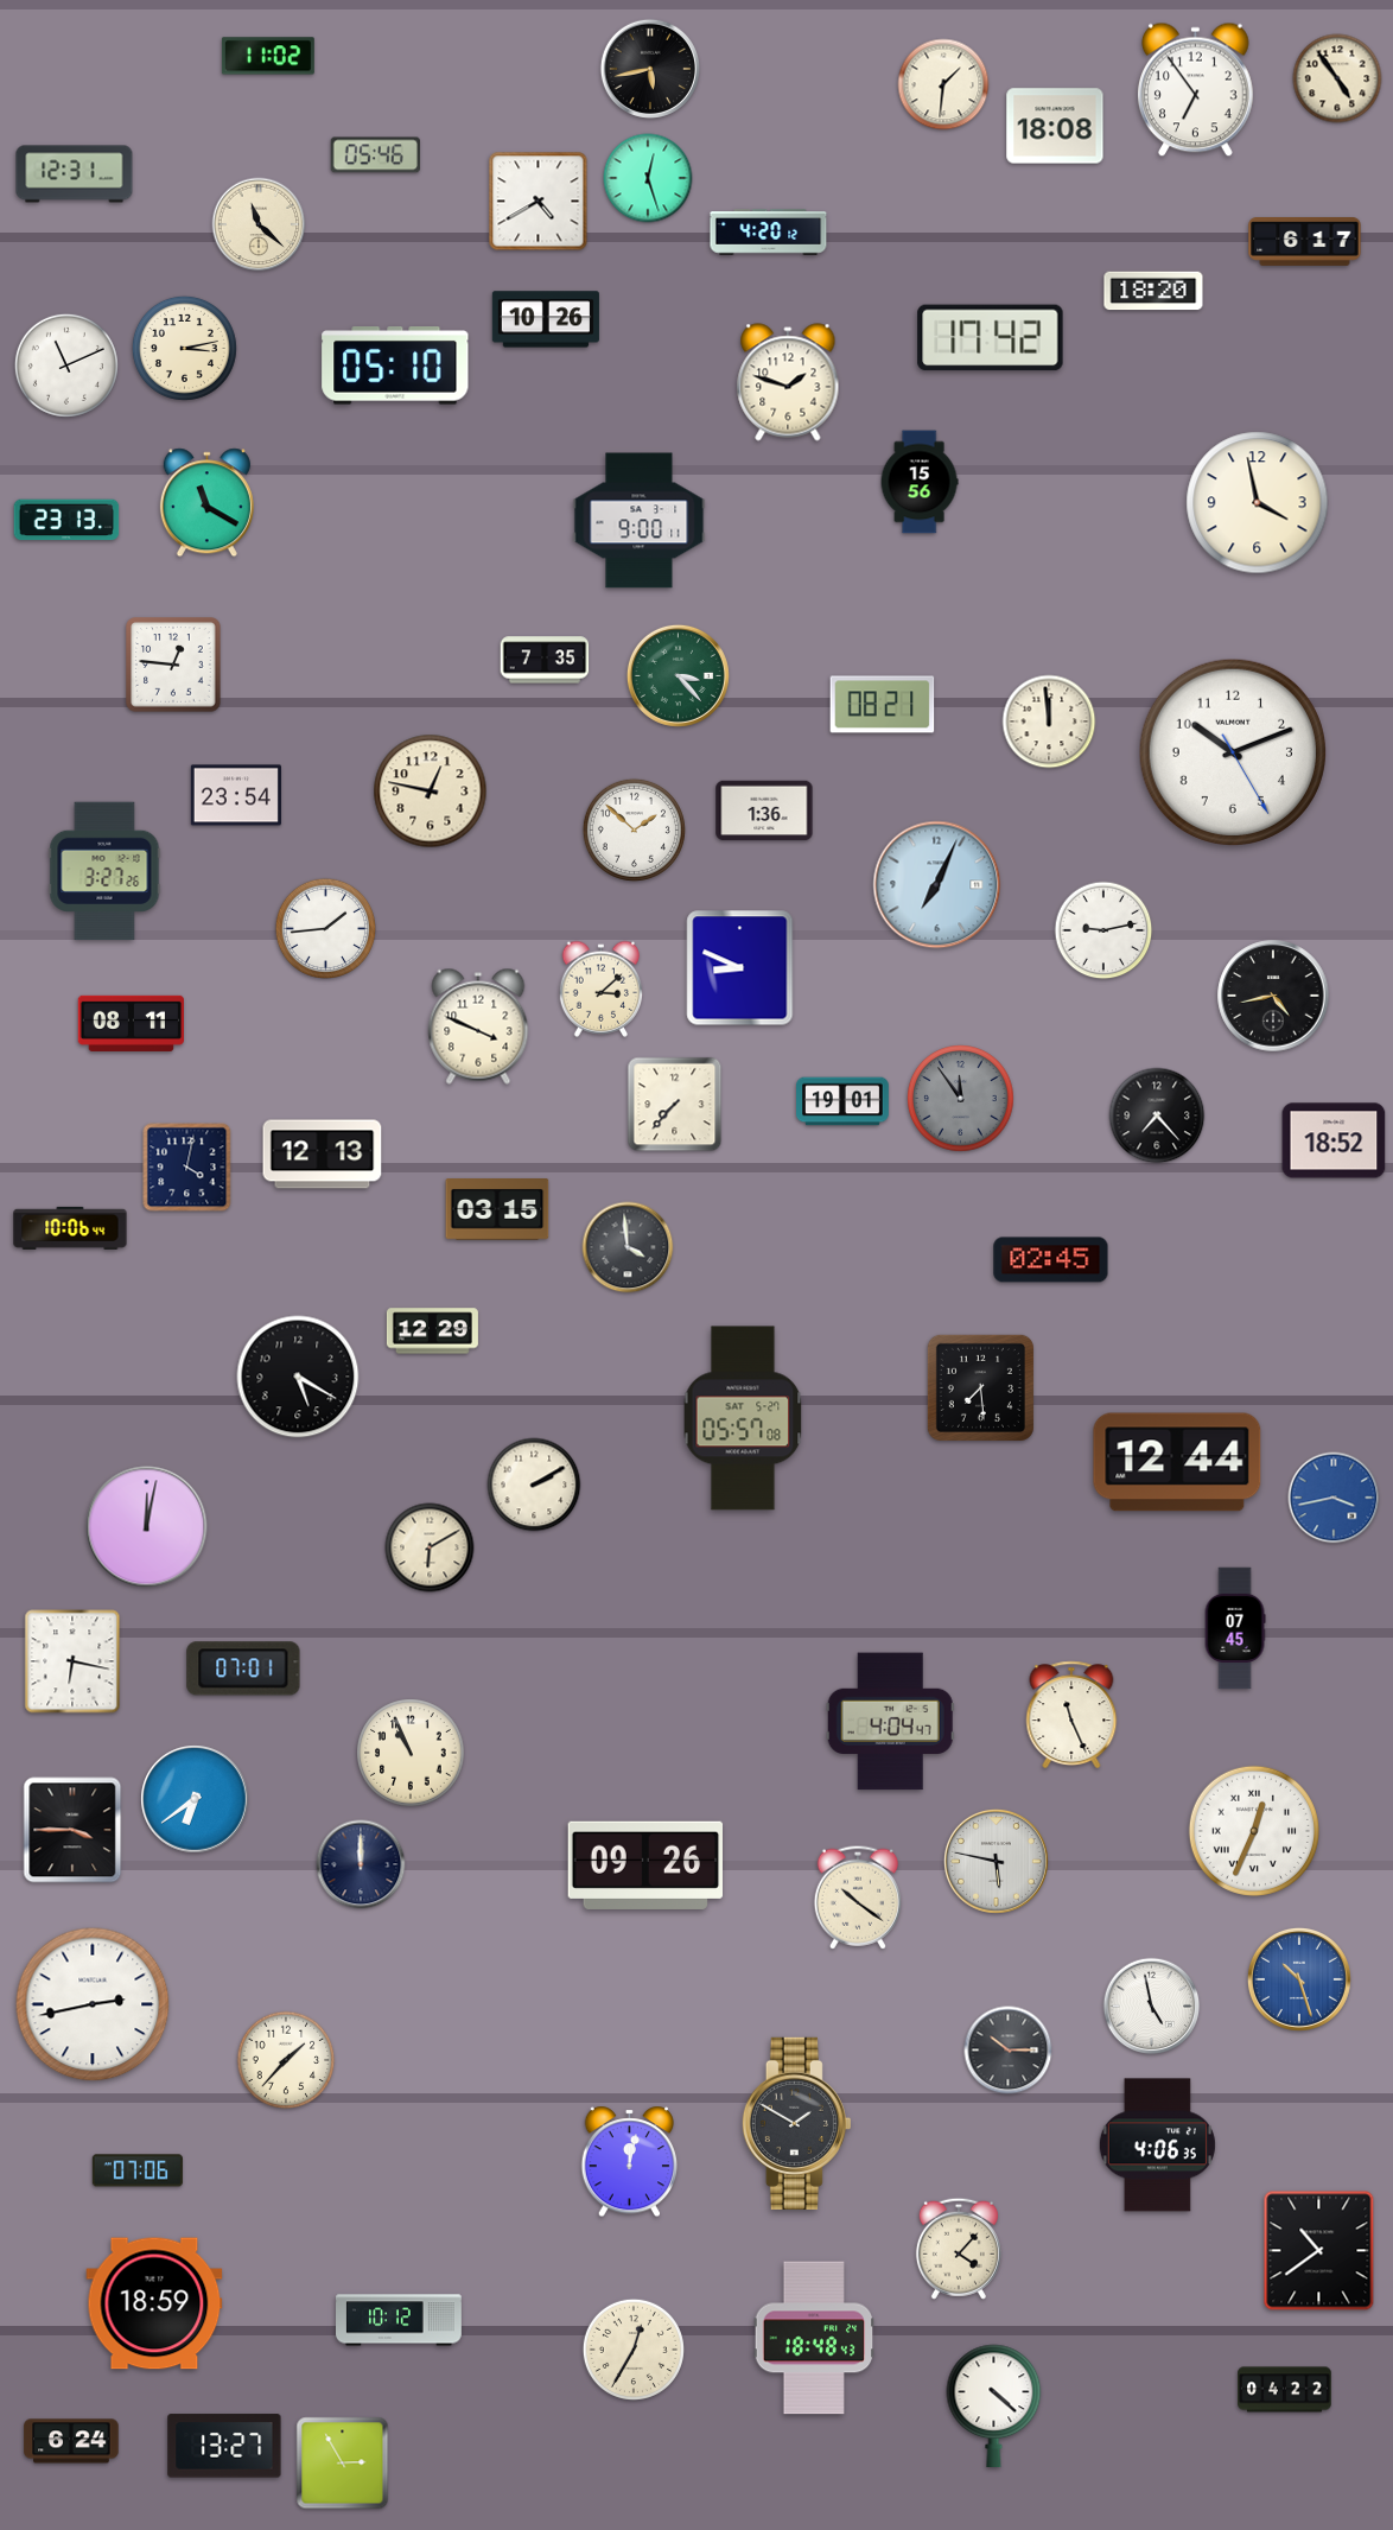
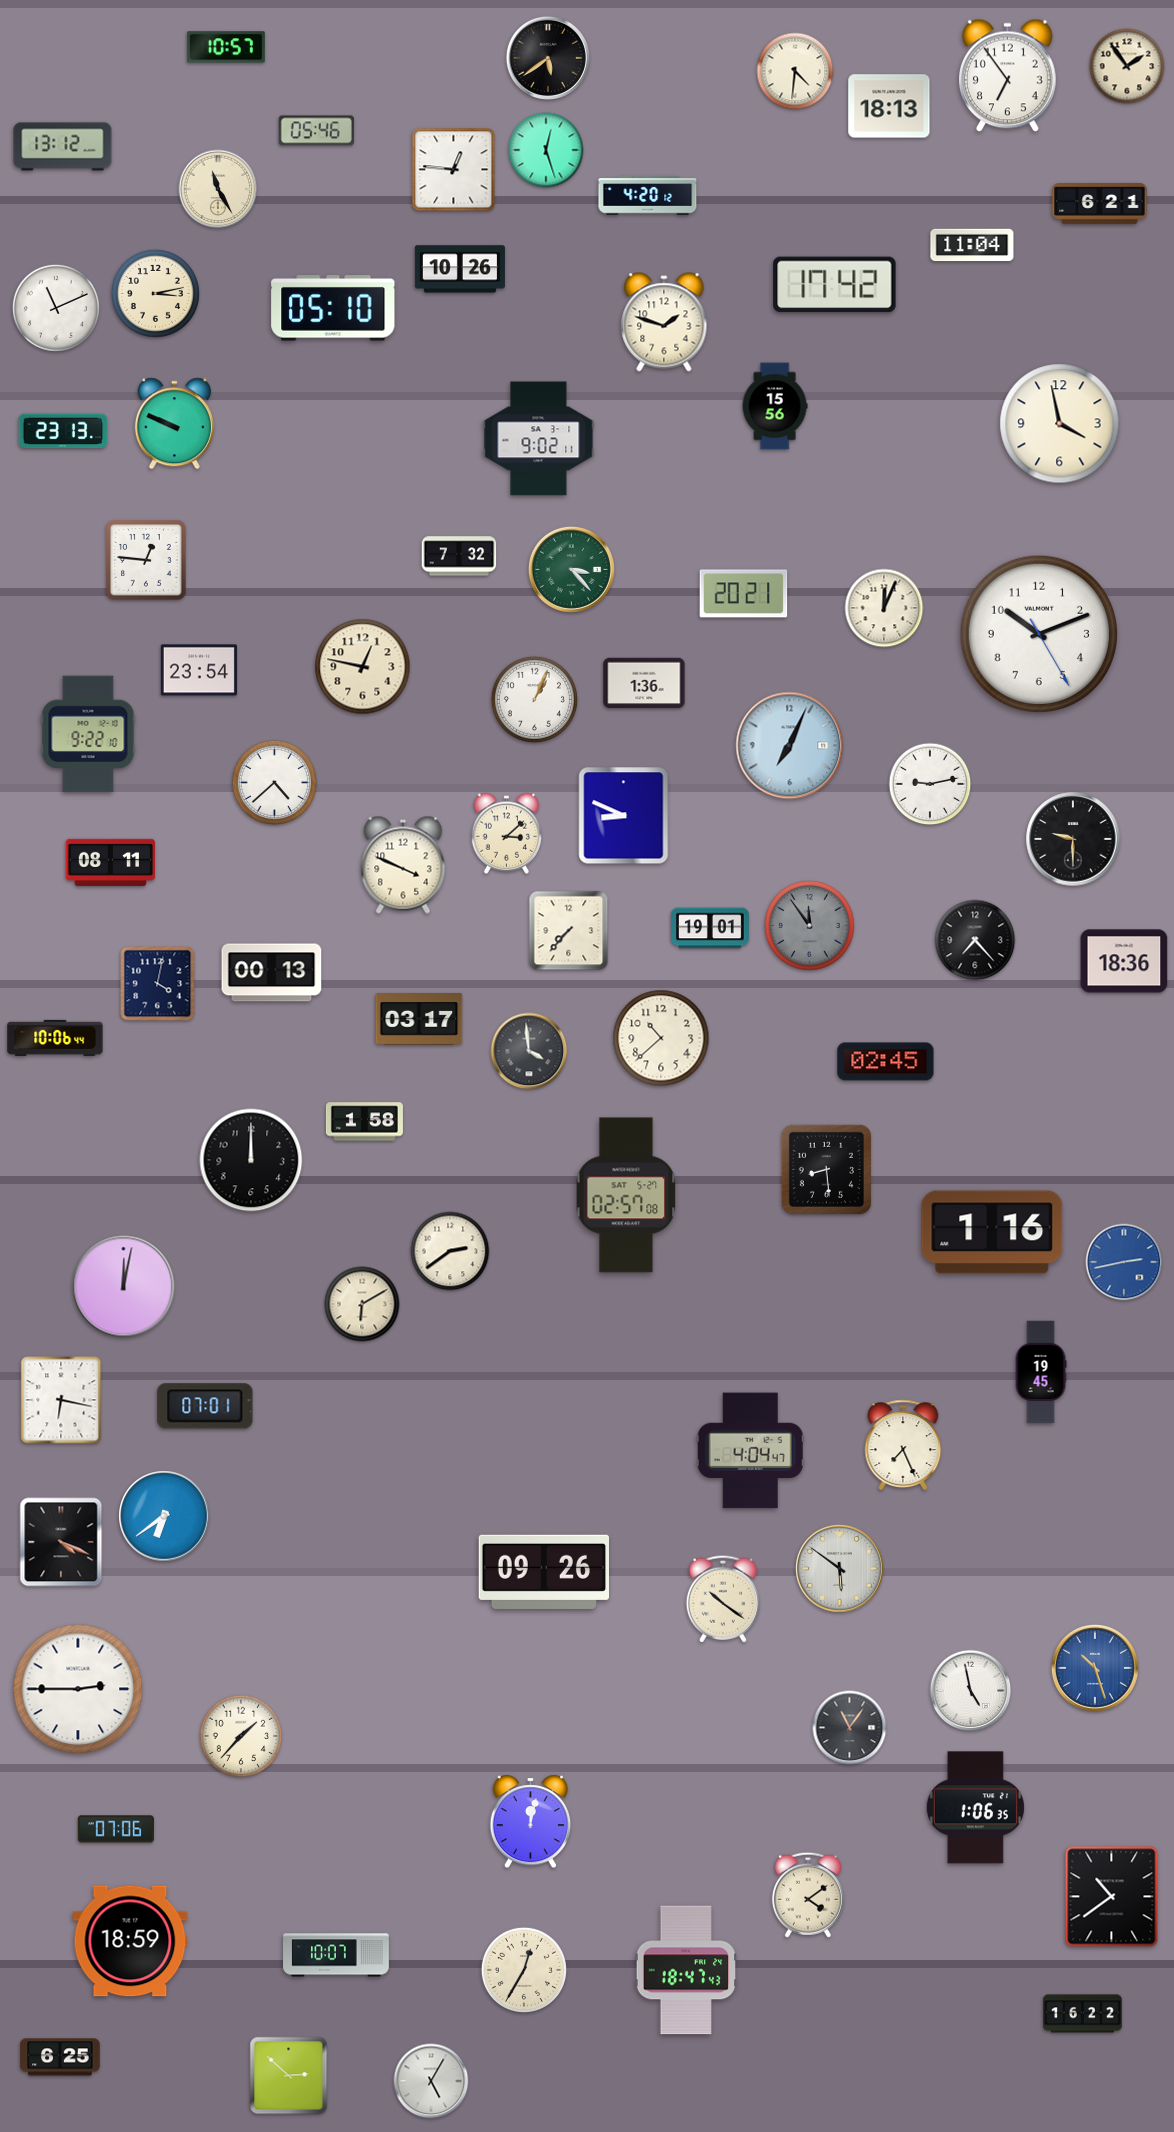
clock at (268, 56): 11:02 -> 10:57
clock at (650, 69): 5:43 -> 5:39
clock at (1337, 78): 4:54 -> 1:54
clock at (943, 84): 1:31 -> 4:31
clock at (1055, 126): 18:08 -> 18:13
clock at (75, 174): 12:31 -> 13:12
clock at (539, 202): 4:40 -> 12:46
clock at (259, 224): 11:22 -> 11:25
clock at (1305, 242): 6:17 -> 6:21
clock at (1153, 291): 18:20 -> 11:04
clock at (206, 503): 11:20 -> 9:49
clock at (66, 520) position: (66, 520) -> (63, 431)
clock at (640, 521): 9:00 -> 9:02
clock at (545, 660): 7:35 -> 7:32
clock at (883, 705): 08:21 -> 20:21
clock at (1049, 722): 11:59 -> 12:04
clock at (634, 829): 1:52 -> 1:04
clock at (104, 871): 3:27 -> 9:22
clock at (325, 928): 1:44 -> 4:38
clock at (1273, 996): 4:43 -> 9:30
clock at (1334, 1140): 18:52 -> 18:36
clock at (323, 1155): 12:13 -> 00:13
clock at (497, 1210): 03:15 -> 03:17
clock at (70, 1228) position: (70, 1228) -> (55, 1038)
clock at (661, 1038): none -> 10:38
clock at (432, 1331): 12:29 -> 1:58
clock at (298, 1377): 5:20 -> 12:00
clock at (980, 1387): 7:29 -> 8:29
clock at (743, 1418): 05:57 -> 02:57
clock at (1177, 1462): 12:44 -> 1:16
clock at (534, 1485): 2:10 -> 2:39
clock at (1334, 1498): 3:43 -> 2:43
clock at (1235, 1628): 07:45 -> 19:45
clock at (1071, 1715): 11:26 -> 7:26
clock at (411, 1753): 10:56 -> none
clock at (72, 1830): 3:45 -> 4:19
clock at (1254, 1831): 12:34 -> none
clock at (996, 1861): 5:47 -> 5:51
clock at (361, 1864): 12:00 -> none
clock at (93, 2004): 2:43 -> 2:45
clock at (1009, 2051): 10:15 -> 11:06
clock at (796, 2123): 1:50 -> none
clock at (1157, 2146): 4:06 -> 1:06
clock at (959, 2249): 4:07 -> 4:09
clock at (400, 2320): 10:12 -> 10:07
clock at (814, 2338): 18:48 -> 18:47
clock at (634, 2350) position: (634, 2350) -> (524, 1970)
clock at (1285, 2390): 04:22 -> 16:22
clock at (994, 2405): 4:22 -> none
clock at (71, 2441): 6:24 -> 6:25
clock at (224, 2446): 13:27 -> none
clock at (343, 2464): 2:55 -> 2:52
clock at (431, 2081): none -> 5:05
